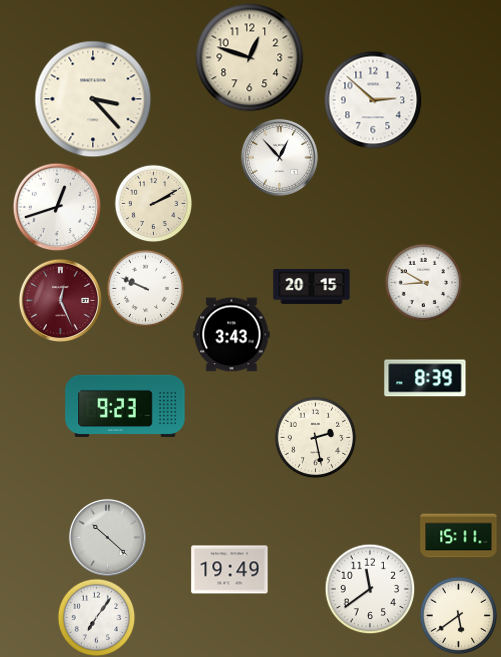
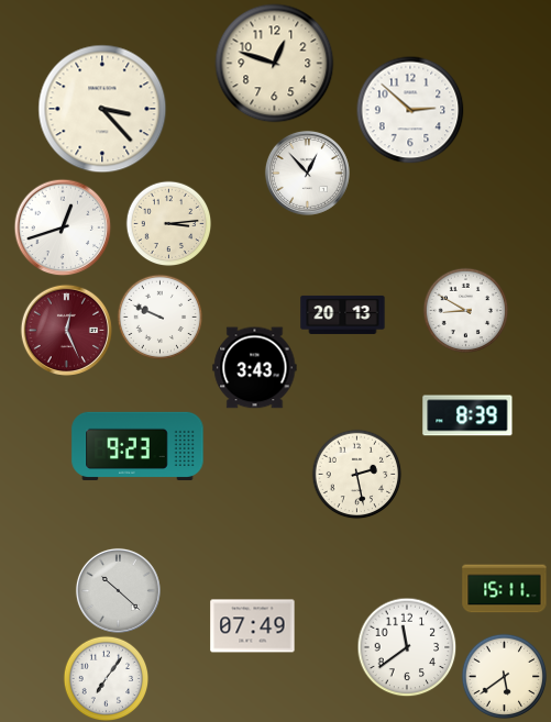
clock at (153, 203): 2:10 -> 3:14
clock at (312, 286): 20:15 -> 20:13
clock at (315, 437) position: (315, 437) -> (356, 474)
clock at (230, 570): 19:49 -> 07:49
